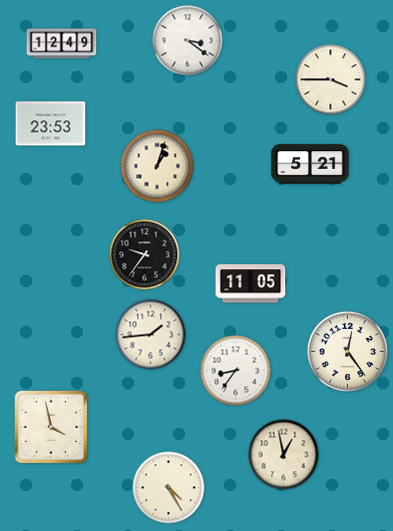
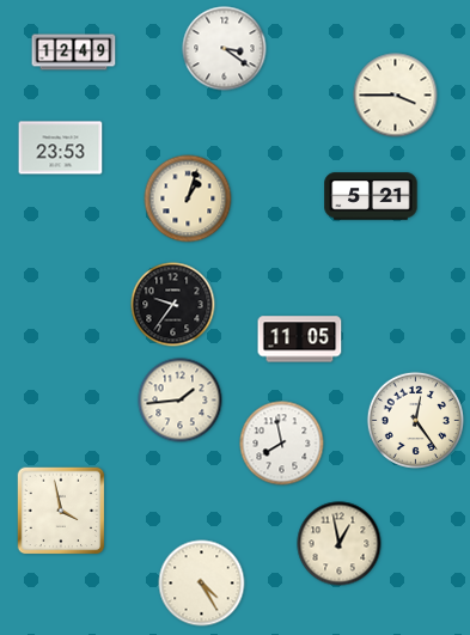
clock at (236, 371): 8:36 -> 7:58
